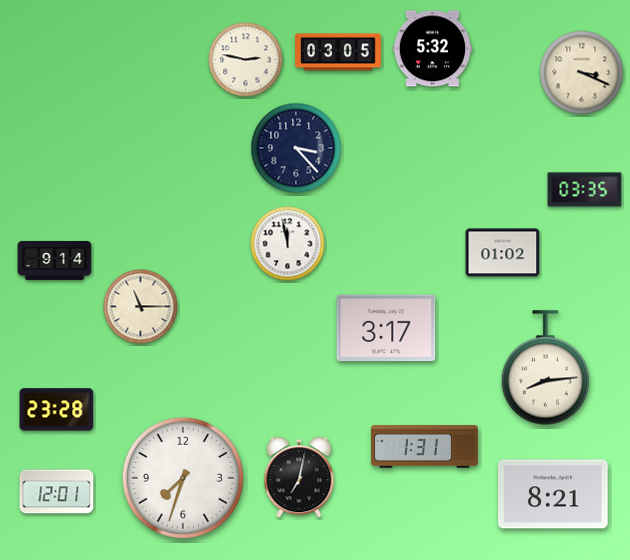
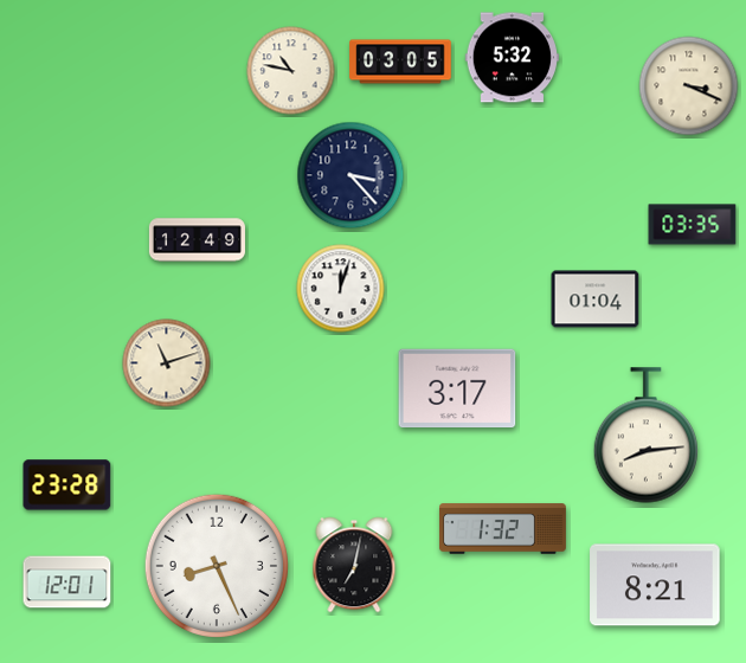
clock at (246, 60): 2:47 -> 10:47
clock at (197, 240): none -> 12:49
clock at (288, 244): 11:58 -> 12:03
clock at (503, 253): 01:02 -> 01:04
clock at (55, 260): 9:14 -> none
clock at (141, 307): 11:15 -> 11:12
clock at (424, 447): 1:31 -> 1:32
clock at (183, 478): 7:33 -> 8:26
